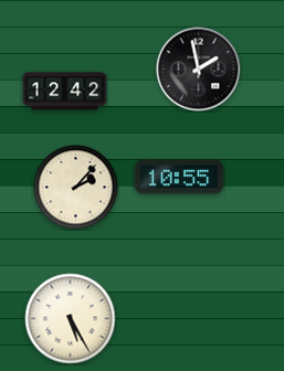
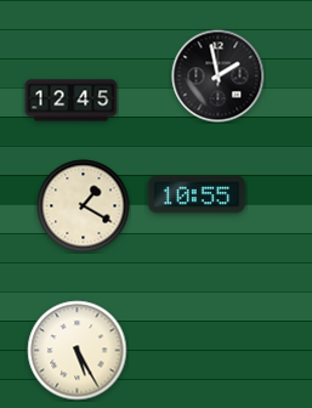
clock at (65, 92): 12:42 -> 12:45
clock at (76, 188): 2:07 -> 1:20
